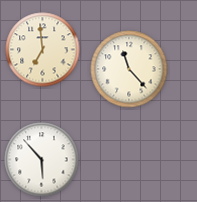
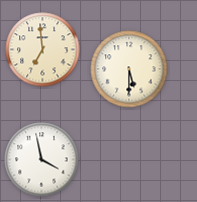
clock at (129, 69): 11:23 -> 5:30
clock at (42, 160): 5:53 -> 3:58
